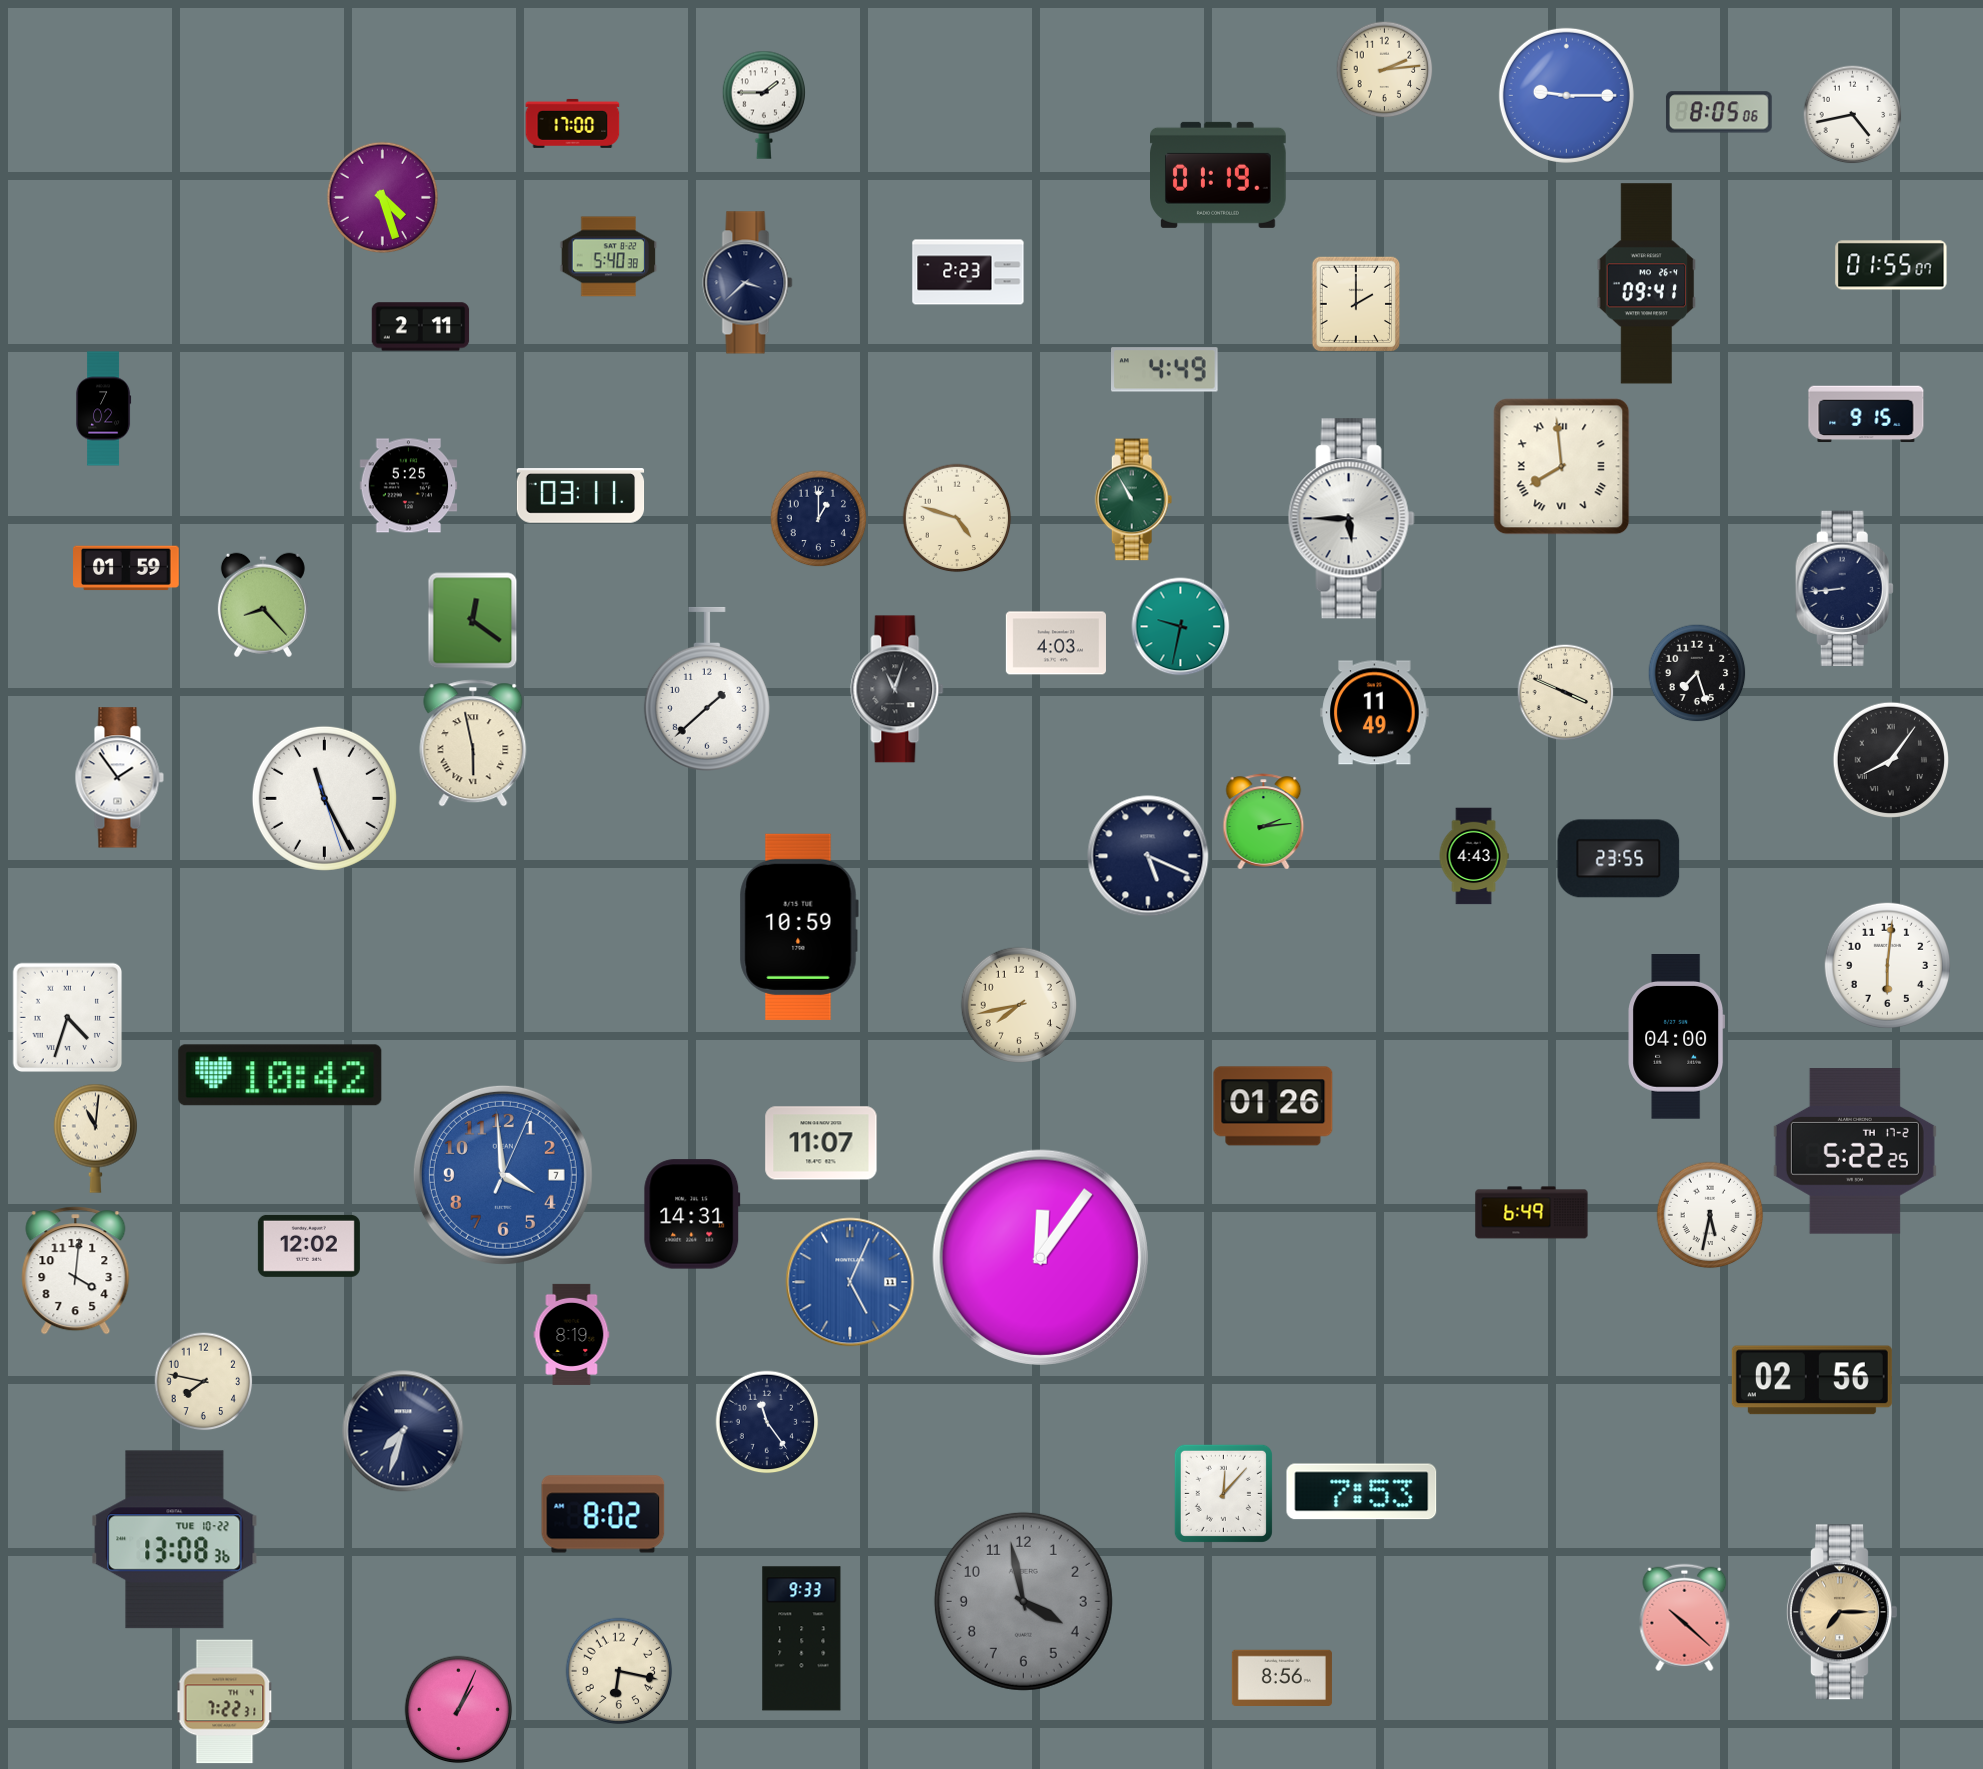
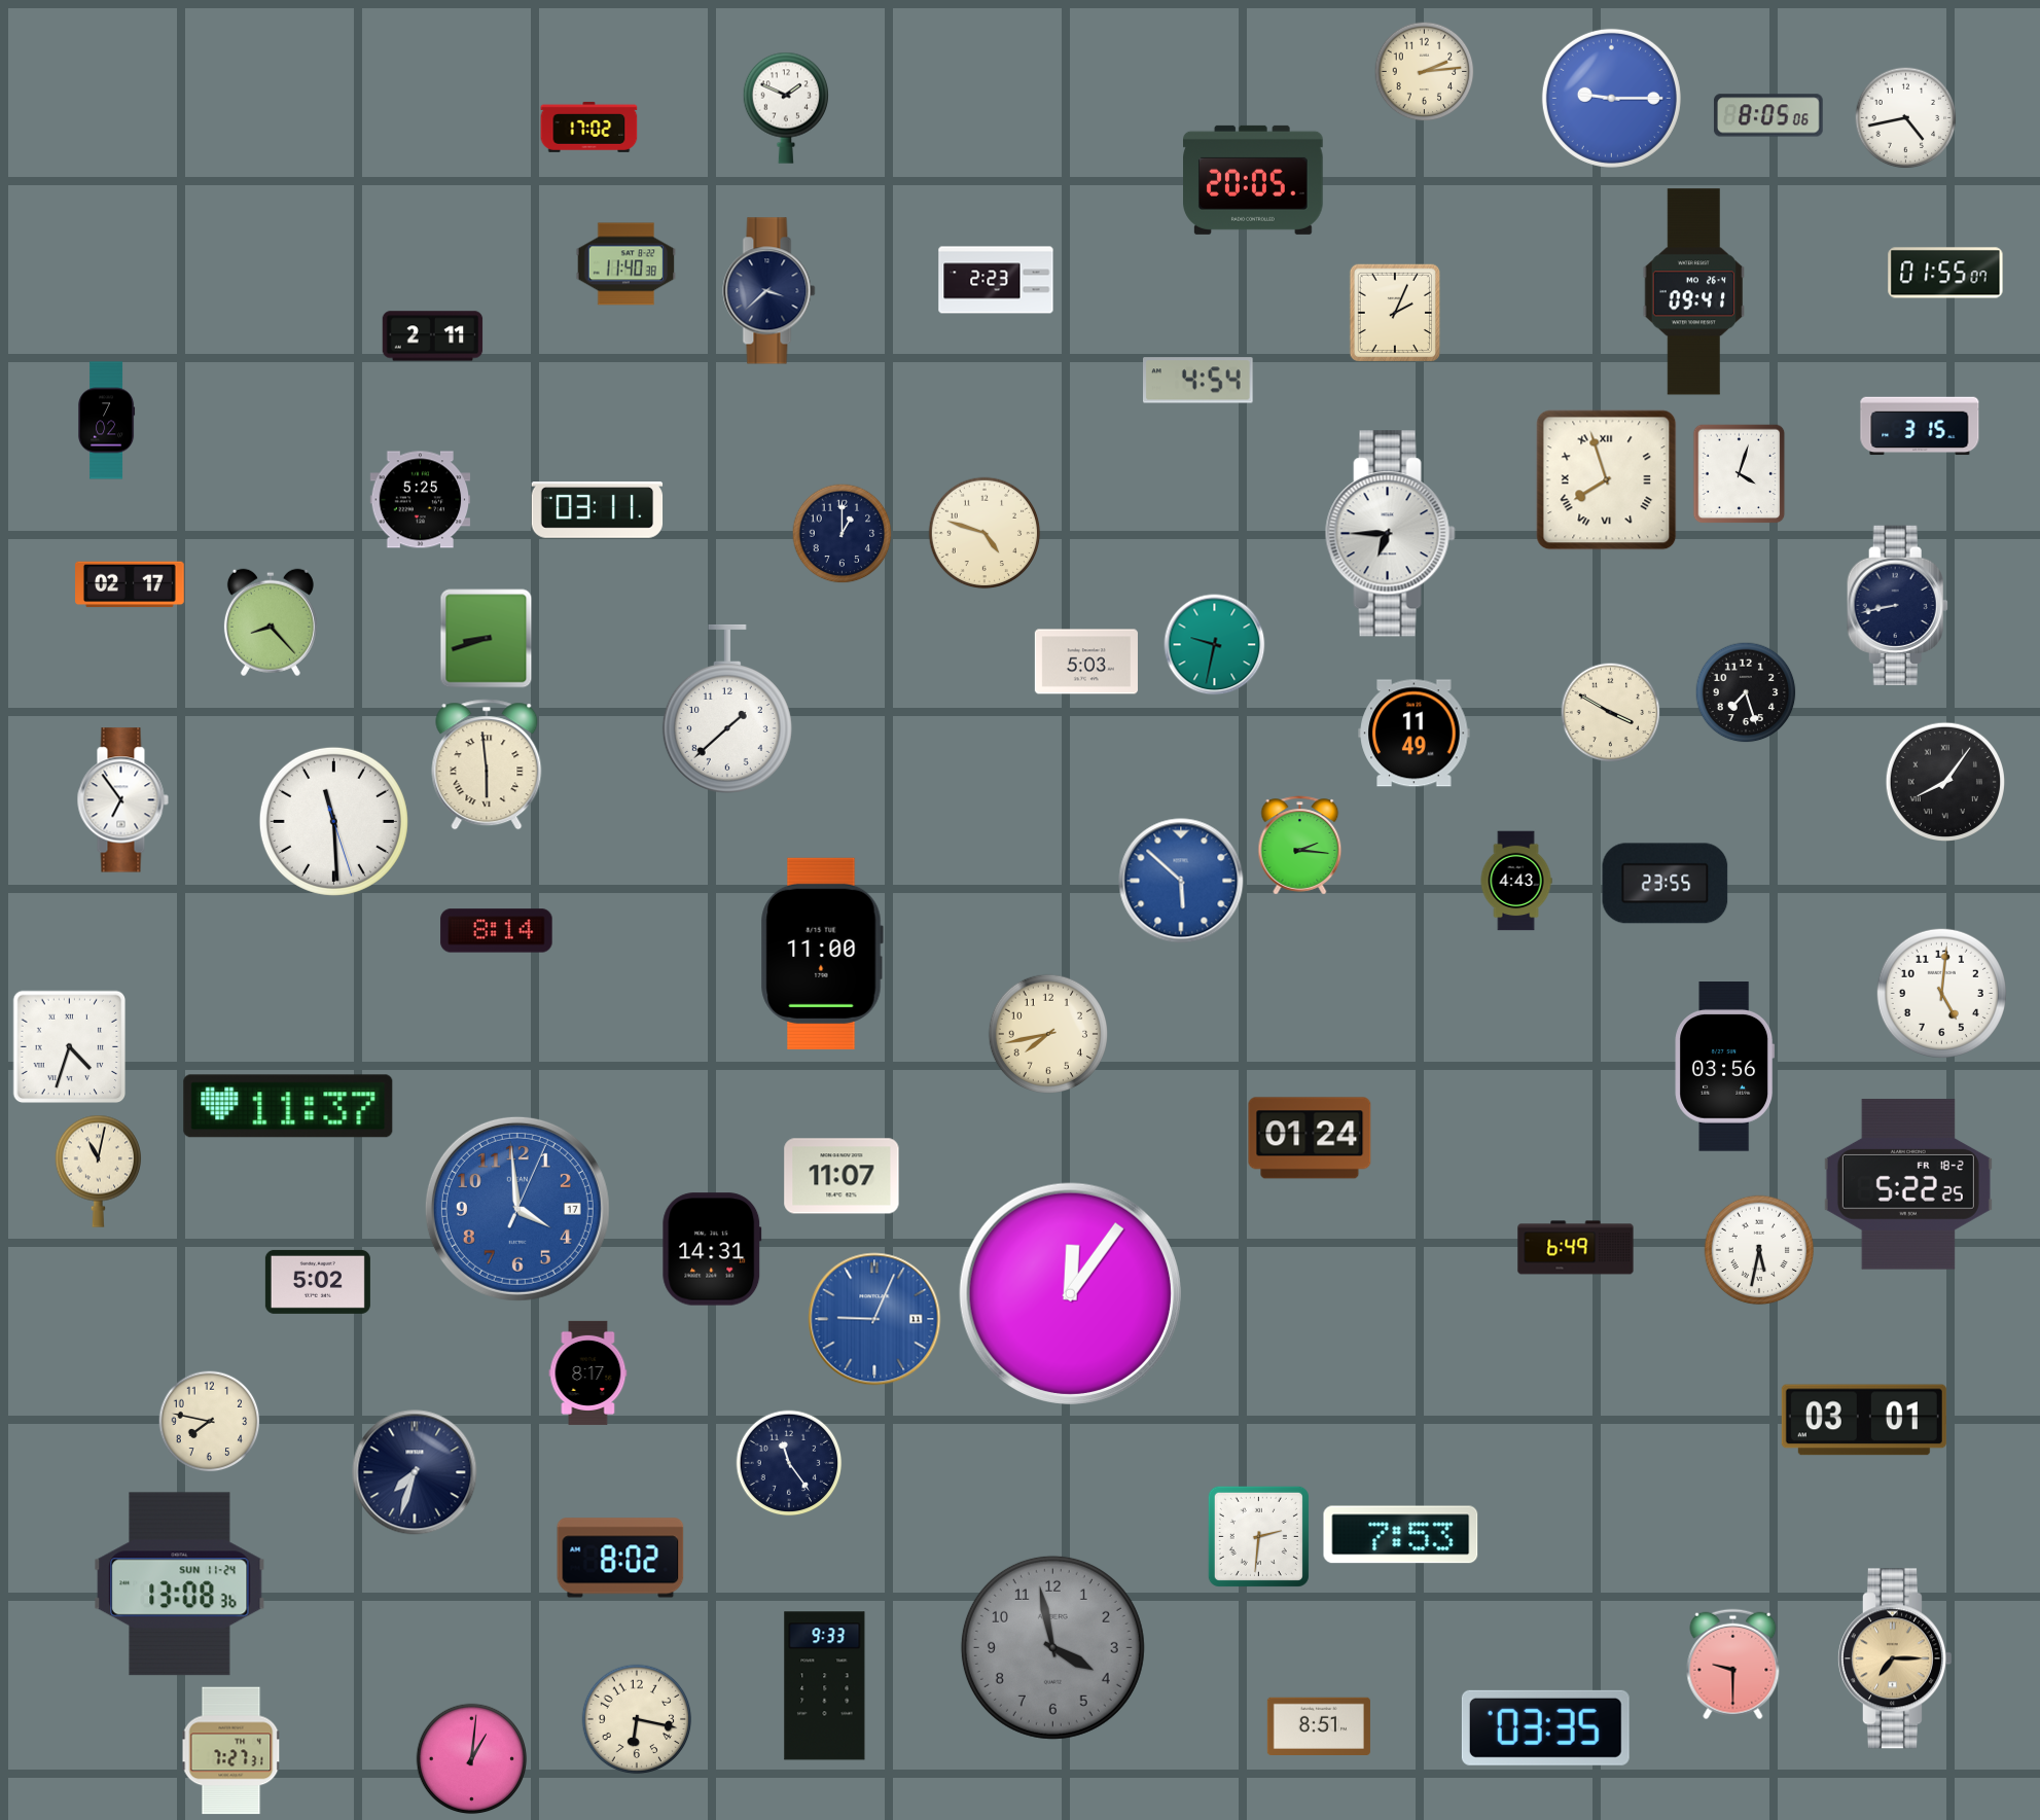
clock at (763, 105): 1:45 -> 1:49
clock at (573, 123): 17:00 -> 17:02
clock at (1218, 175): 01:19 -> 20:05
clock at (383, 198): 4:27 -> none
clock at (609, 257): 5:40 -> 11:40
clock at (1355, 304): 2:00 -> 2:04
clock at (1165, 370): 4:49 -> 4:54
clock at (1866, 414): 9:15 -> 3:15
clock at (1740, 474): none -> 4:03
clock at (1562, 467): 7:59 -> 7:57
clock at (1134, 500): 10:55 -> none
clock at (1351, 519): 5:45 -> 6:45
clock at (127, 568): 01:59 -> 02:17
clock at (1844, 589): 8:44 -> 8:43
clock at (473, 621): 12:21 -> 8:42
clock at (1056, 643): 4:03 -> 5:03
clock at (897, 689): 11:03 -> none
clock at (1566, 693): 3:49 -> 3:50
clock at (473, 743): 5:58 -> 5:59
clock at (119, 778): 1:54 -> 6:54
clock at (324, 798): 11:25 -> 11:29
clock at (1264, 822): 2:14 -> 2:16
clock at (1148, 856): 5:19 -> 5:52
clock at (1148, 856) dial: navy -> blue
clock at (497, 931): none -> 8:14
clock at (799, 927): 10:59 -> 11:00
clock at (1887, 965): 6:01 -> 5:01
clock at (1677, 1037): 04:00 -> 03:56
clock at (280, 1075): 10:42 -> 11:37
clock at (1273, 1106): 01:26 -> 01:24
clock at (95, 1138): 11:01 -> 11:02
clock at (821, 1143) position: (821, 1143) -> (842, 1176)
clock at (1855, 1151) date: TH 17-2 -> FR 18-2
clock at (503, 1175) date: 7 -> 17
clock at (309, 1246): 12:02 -> 5:02
clock at (76, 1271): 4:01 -> none
clock at (850, 1282): 5:04 -> 9:04
clock at (572, 1334): 8:19 -> 8:17
clock at (1812, 1380): 02:56 -> 03:01
clock at (1223, 1493): 12:07 -> 2:31
clock at (175, 1540) date: TUE 10-22 -> SUN 11-24
clock at (1685, 1618): 10:22 -> 9:30
clock at (1282, 1677): 8:56 -> 8:51
clock at (1545, 1727): none -> 03:35
clock at (225, 1702): 7:22 -> 7:27
clock at (459, 1710): 1:04 -> 1:01
